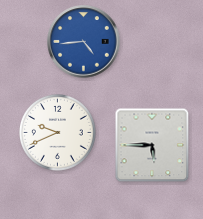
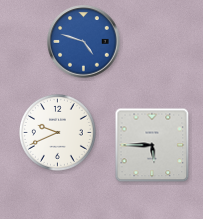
clock at (84, 42): 4:44 -> 4:48
